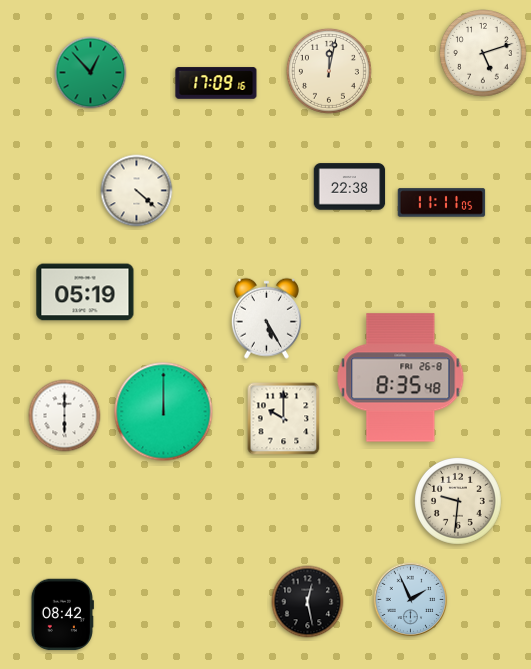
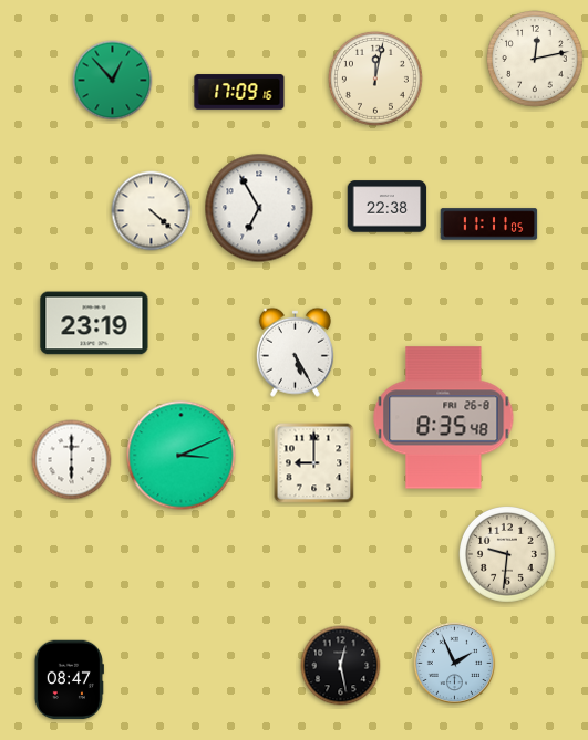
clock at (484, 54): 5:12 -> 12:13
clock at (329, 71) position: (329, 71) -> (375, 79)
clock at (91, 73) position: (91, 73) -> (113, 81)
clock at (259, 208): none -> 6:55
clock at (85, 292): 05:19 -> 23:19
clock at (164, 412): 12:00 -> 3:11
clock at (284, 419): 10:00 -> 9:00
clock at (62, 615): 08:42 -> 08:47
